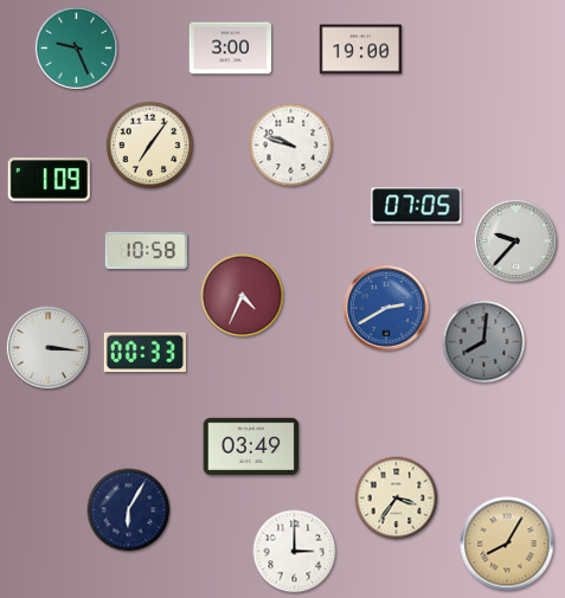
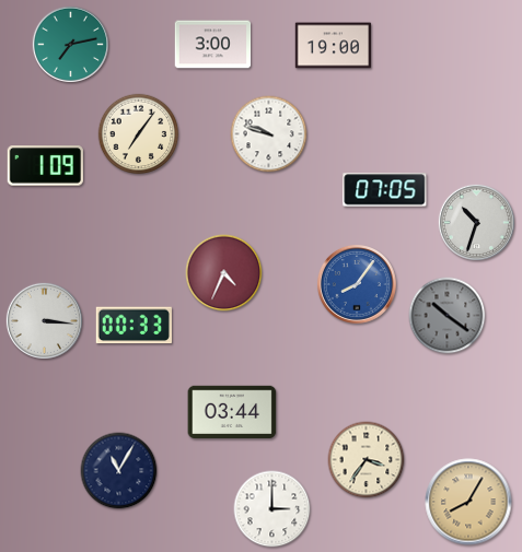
clock at (76, 47): 9:26 -> 7:13
clock at (515, 240): 9:37 -> 10:33
clock at (147, 251): 10:58 -> none
clock at (386, 308): 2:40 -> 8:06
clock at (484, 342): 8:01 -> 10:21
clock at (251, 445): 03:49 -> 03:44
clock at (129, 510): 6:05 -> 11:05
